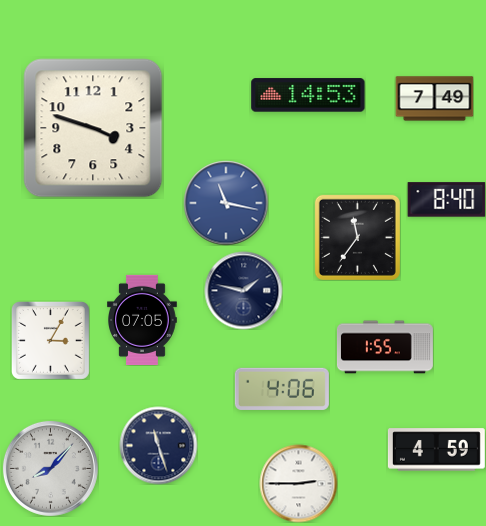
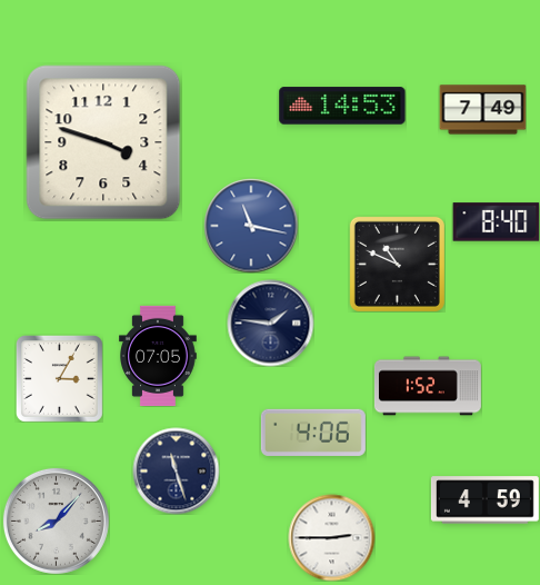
clock at (357, 237): 11:36 -> 10:49
clock at (243, 290): 1:47 -> 1:46
clock at (50, 340) position: (50, 340) -> (59, 378)
clock at (385, 347): 1:55 -> 1:52
clock at (158, 445) position: (158, 445) -> (176, 470)
